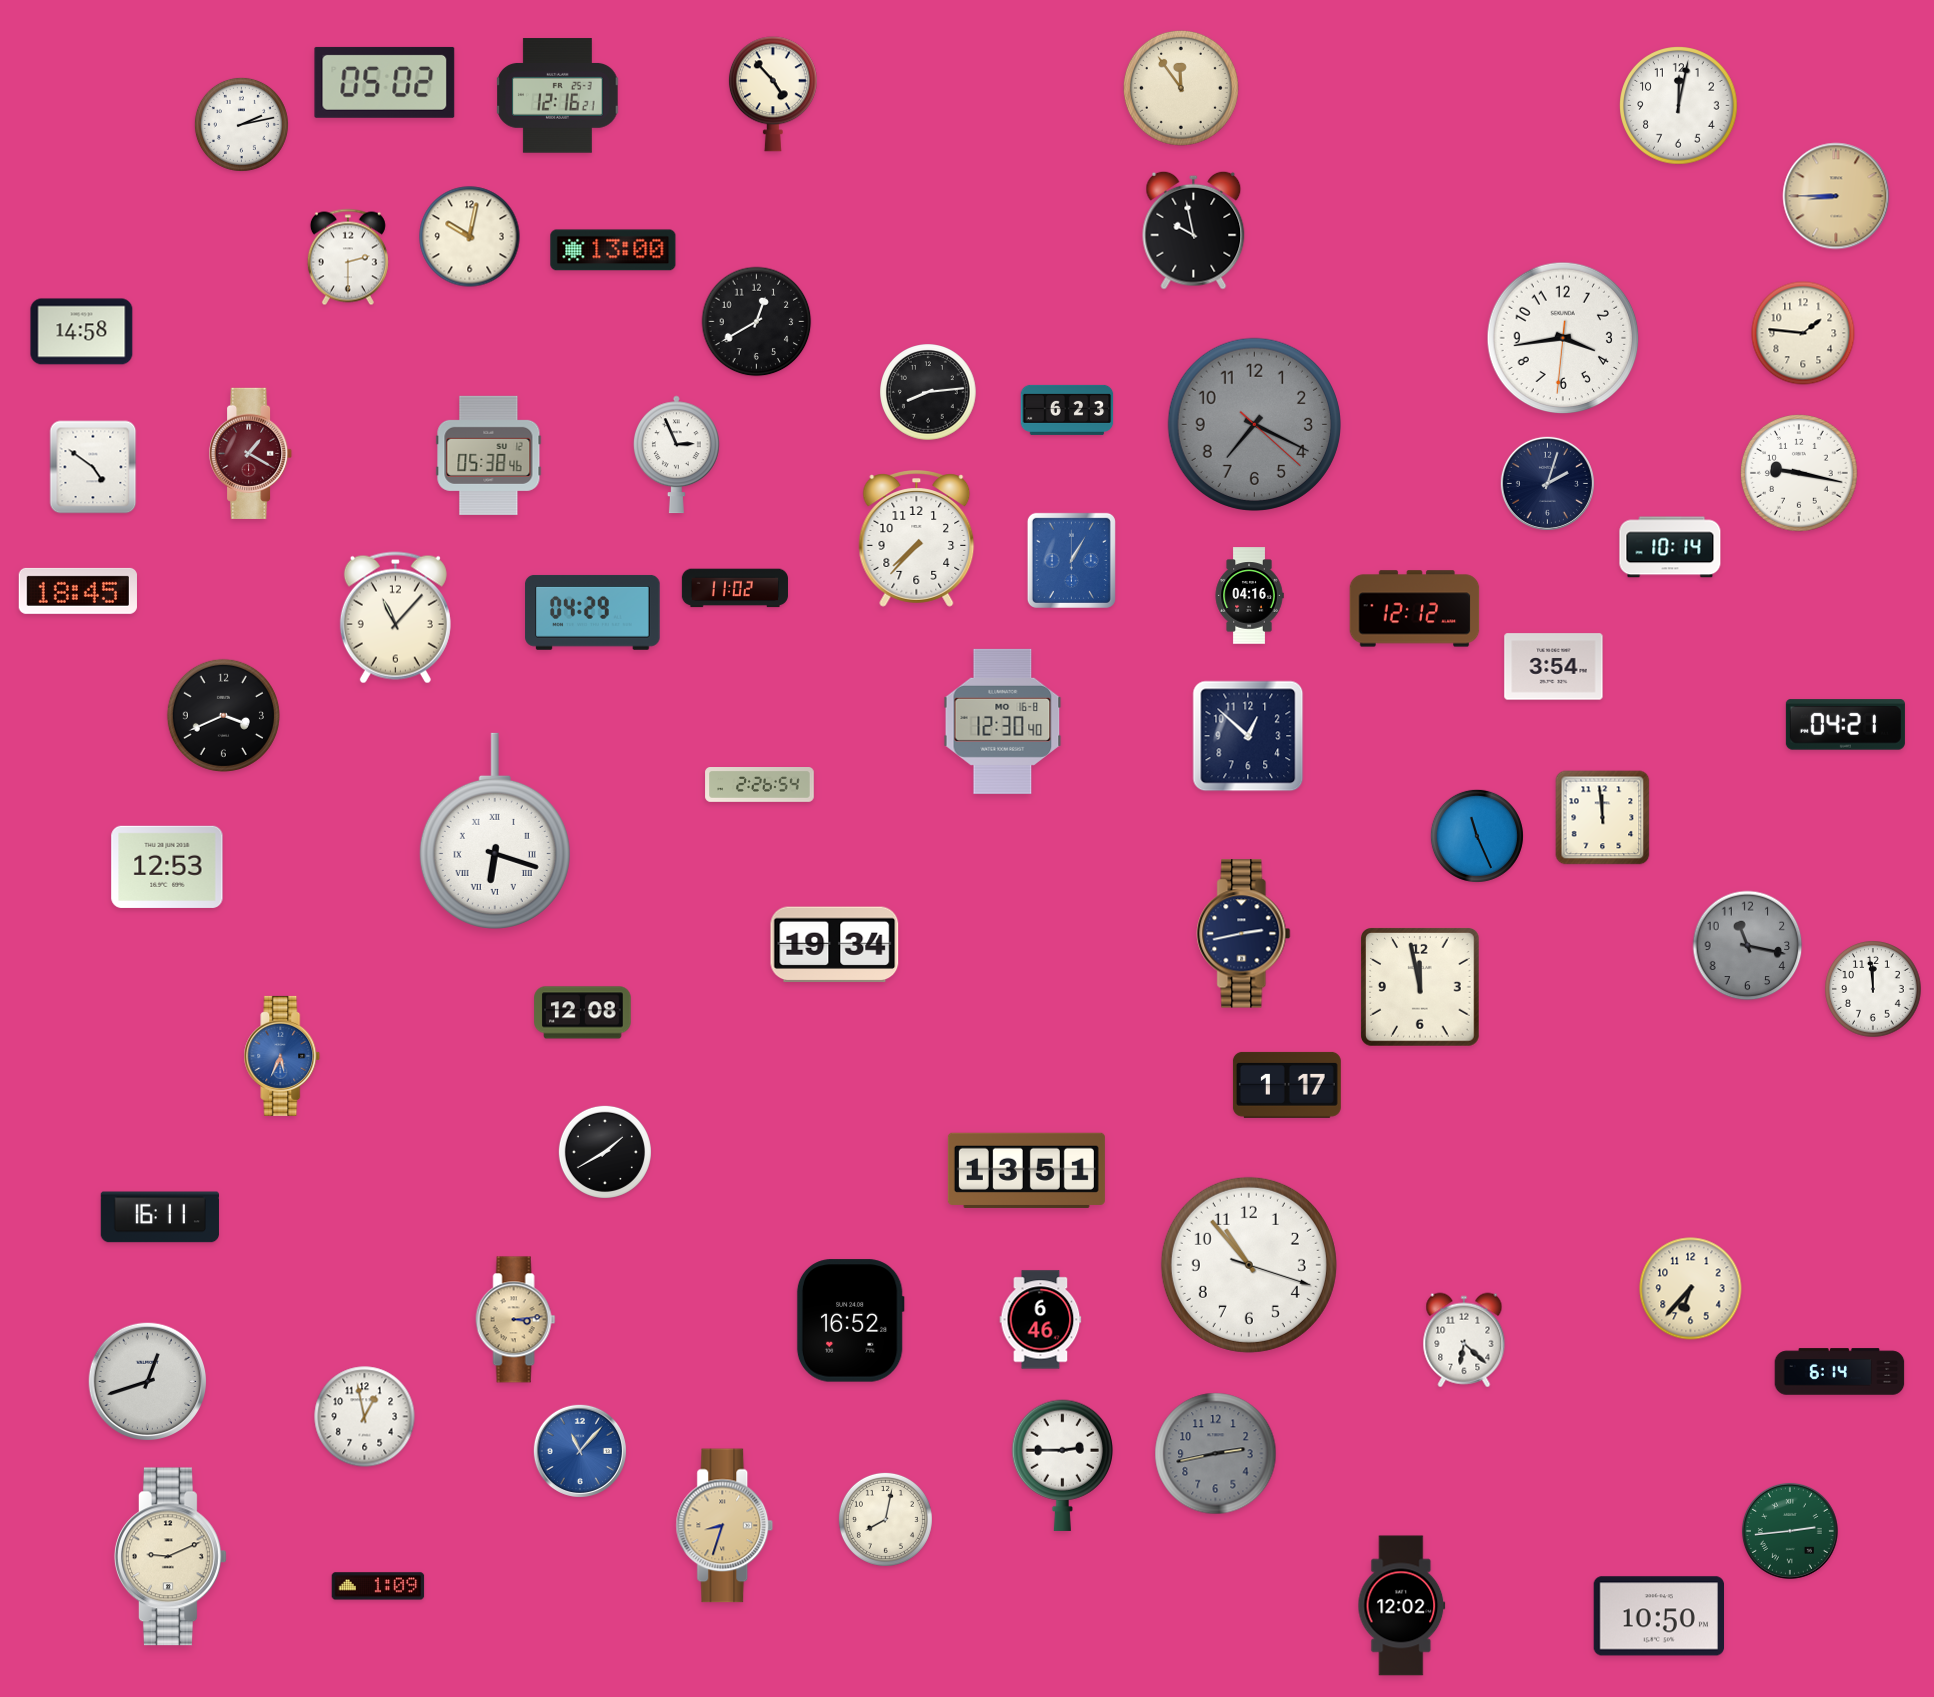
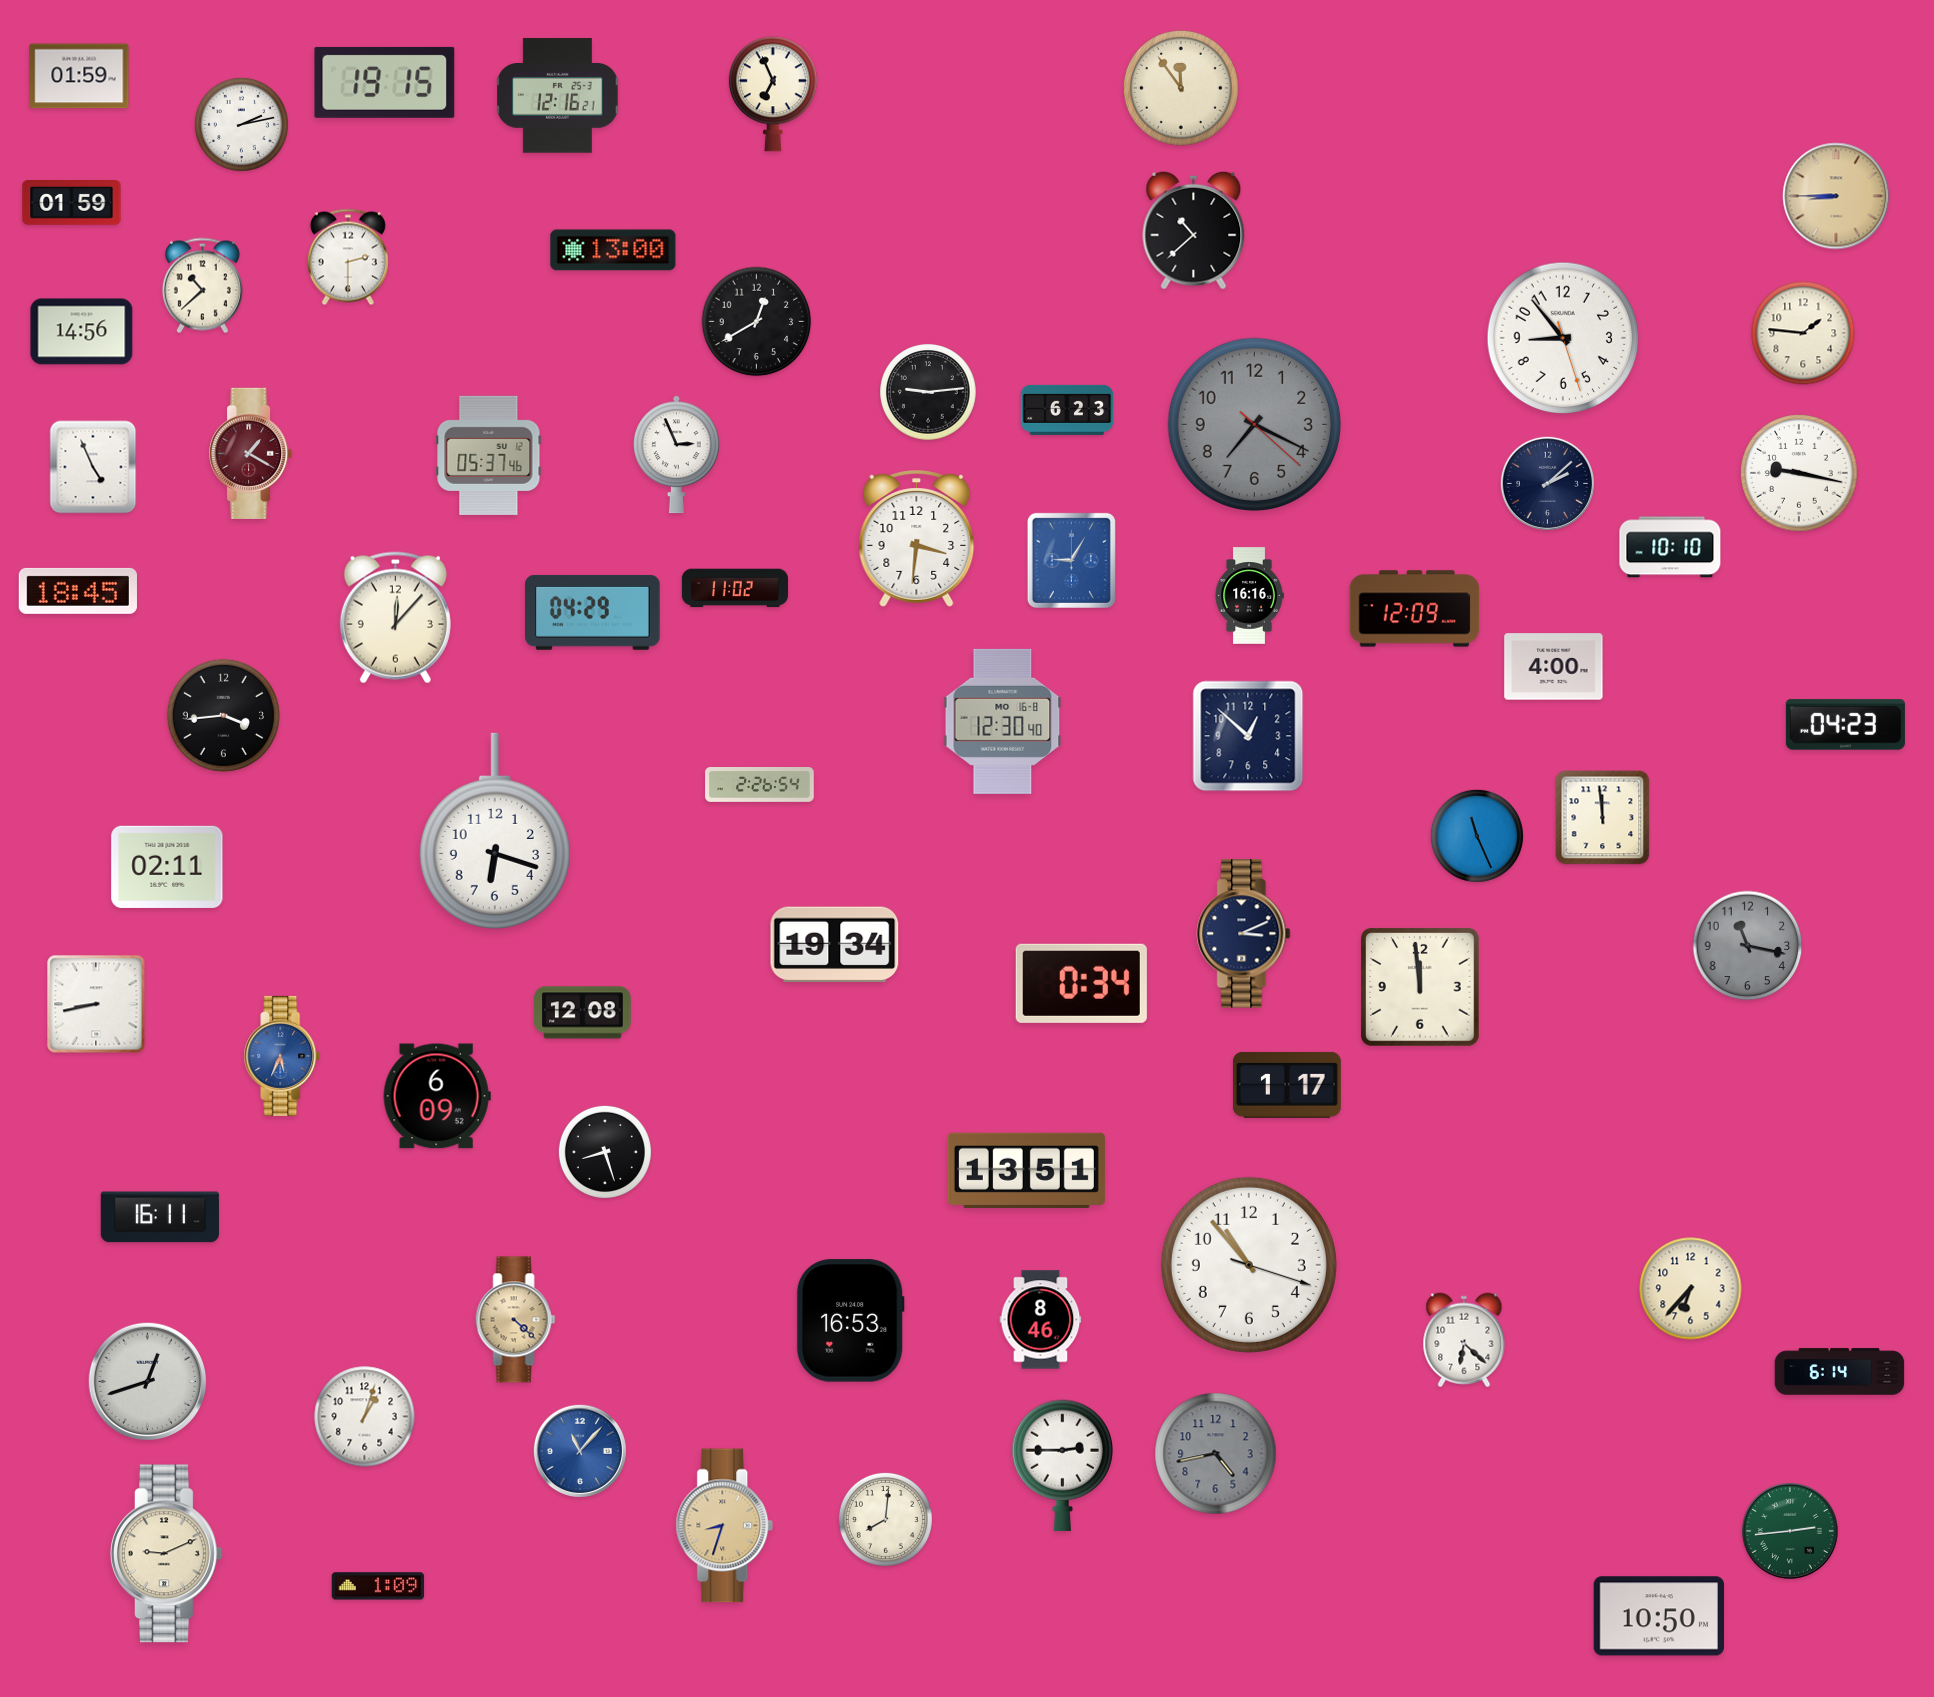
clock at (79, 76): none -> 01:59
clock at (385, 82): 05:02 -> 19:15
clock at (773, 94): 4:53 -> 6:56
clock at (1679, 106): 12:02 -> none
clock at (72, 203): none -> 01:59
clock at (1194, 230): 9:58 -> 10:38
clock at (470, 237): 10:02 -> none
clock at (202, 286): none -> 10:38
clock at (82, 332): 14:58 -> 14:56
clock at (1563, 338): 3:43 -> 8:53
clock at (928, 392): 8:14 -> 9:14
clock at (489, 455): 05:38 -> 05:37
clock at (93, 467): 4:51 -> 4:56
clock at (1547, 483): 2:03 -> 2:08
clock at (917, 539): 7:37 -> 3:31
clock at (1670, 547): 10:14 -> 10:10
clock at (1071, 560): 1:05 -> 9:05
clock at (1249, 596): 04:16 -> 16:16
clock at (1415, 609): 12:12 -> 12:09
clock at (395, 618): 11:07 -> 12:07
clock at (1554, 667): 3:54 -> 4:00
clock at (223, 715): 3:41 -> 3:44
clock at (1845, 725): 04:21 -> 04:23
clock at (495, 831) numerals: Roman -> Arabic
clock at (167, 867): 12:53 -> 02:11
clock at (1244, 934): 2:43 -> 3:11
clock at (1081, 983): none -> 0:34
clock at (1421, 988): 11:58 -> 11:59
clock at (1873, 989): 11:59 -> none
clock at (96, 1004): none -> 8:43
clock at (437, 1096): none -> 6:09
clock at (605, 1152): 1:40 -> 8:27
clock at (516, 1320): 3:14 -> 4:22
clock at (1041, 1320): 6:46 -> 8:46
clock at (850, 1321): 16:52 -> 16:53
clock at (365, 1417): 12:58 -> 1:03
clock at (1216, 1454): 2:43 -> 4:43
clock at (885, 1519): 8:02 -> 8:01
clock at (170, 1557) position: (170, 1557) -> (166, 1554)
clock at (1402, 1606): 12:02 -> none
